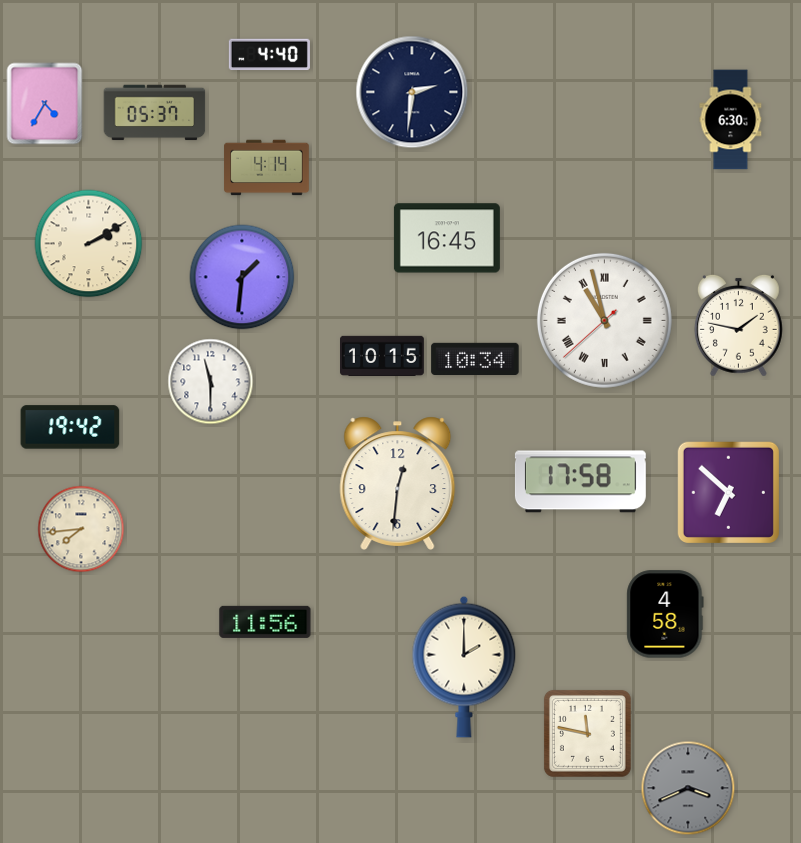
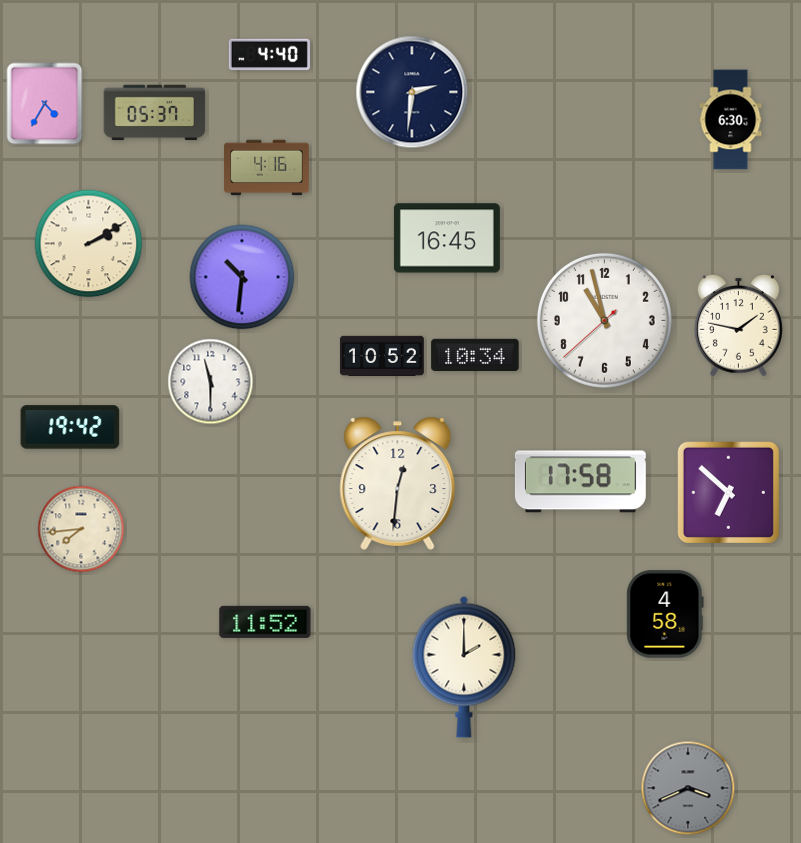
clock at (267, 168): 4:14 -> 4:16
clock at (242, 277): 1:31 -> 10:31
clock at (604, 320) numerals: Roman -> Arabic
clock at (383, 355): 10:15 -> 10:52
clock at (475, 358) position: (475, 358) -> (475, 354)
clock at (265, 622): 11:56 -> 11:52
clock at (587, 733): 11:47 -> none
